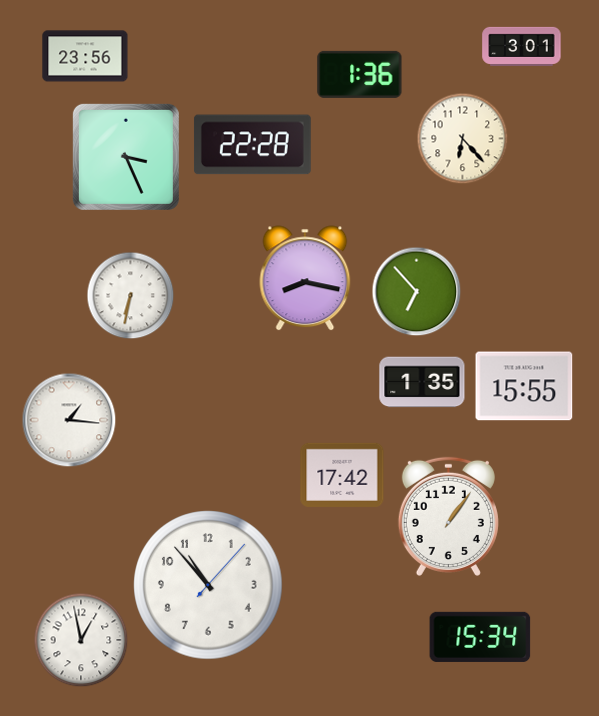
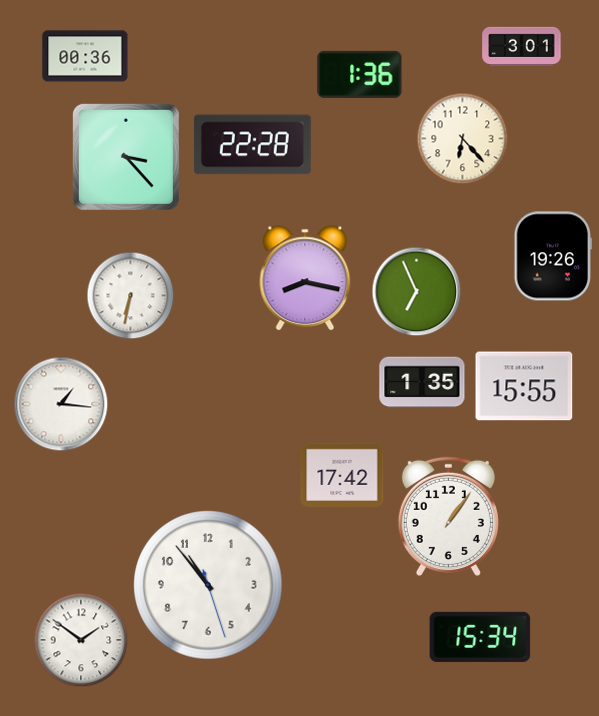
clock at (85, 56): 23:56 -> 00:36
clock at (126, 157): 3:26 -> 3:23
clock at (552, 256): none -> 19:26
clock at (416, 291): 6:53 -> 6:56
clock at (69, 420) position: (69, 420) -> (61, 404)
clock at (208, 585): 10:53:07 -> 10:53:27
clock at (81, 640): 12:58 -> 1:51
